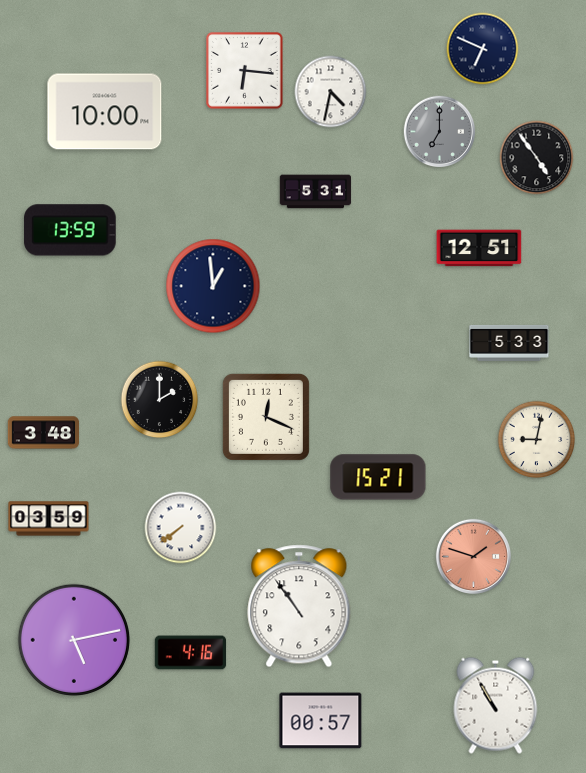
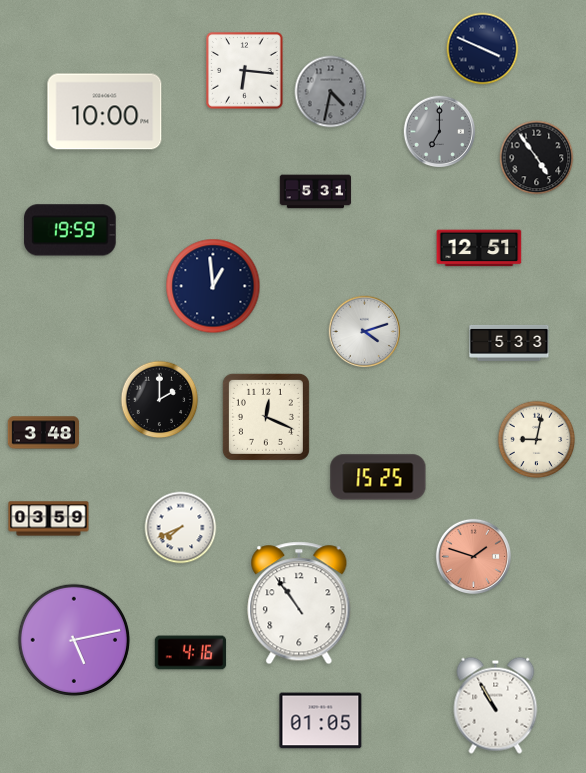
clock at (483, 49): 6:49 -> 3:49
clock at (331, 92) dial: white -> grey
clock at (70, 230): 13:59 -> 19:59
clock at (365, 332): none -> 4:12
clock at (378, 477): 15:21 -> 15:25
clock at (181, 528): 7:39 -> 7:41
clock at (299, 606) position: (299, 606) -> (299, 603)
clock at (321, 721): 00:57 -> 01:05
